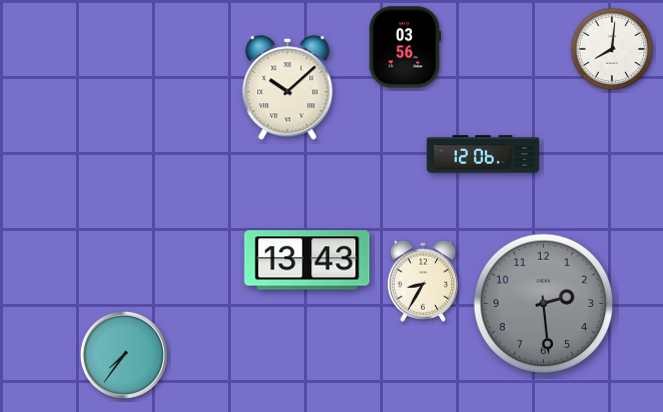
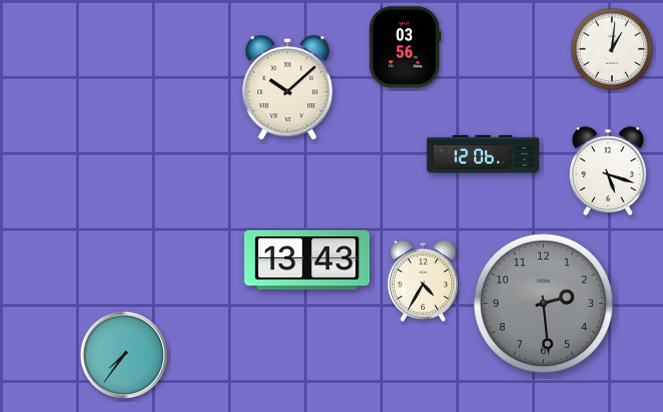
clock at (612, 49): 8:01 -> 1:01
clock at (608, 171): none -> 5:18
clock at (423, 281): 8:35 -> 4:35
